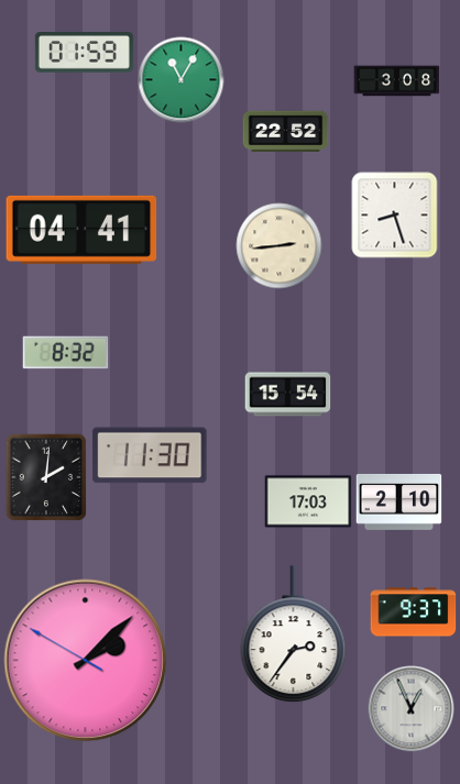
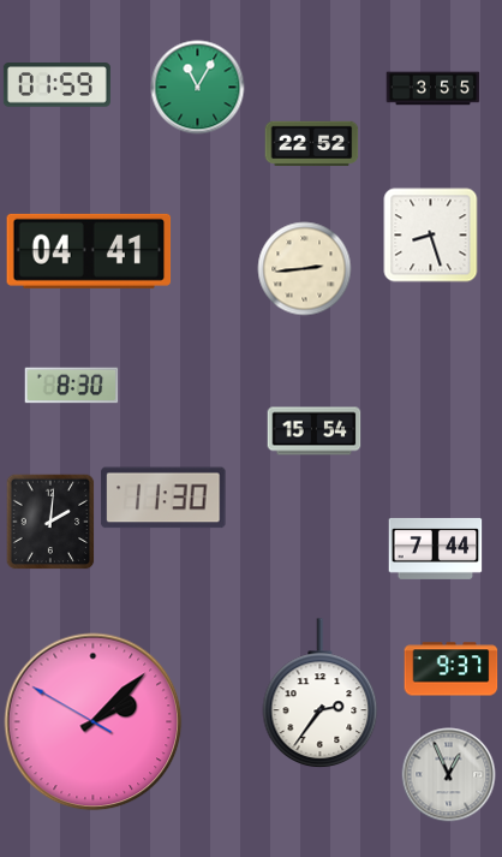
clock at (84, 53) position: (84, 53) -> (56, 85)
clock at (396, 81): 3:08 -> 3:55
clock at (65, 353): 8:32 -> 8:30
clock at (308, 501): 17:03 -> none
clock at (398, 501): 2:10 -> 7:44
